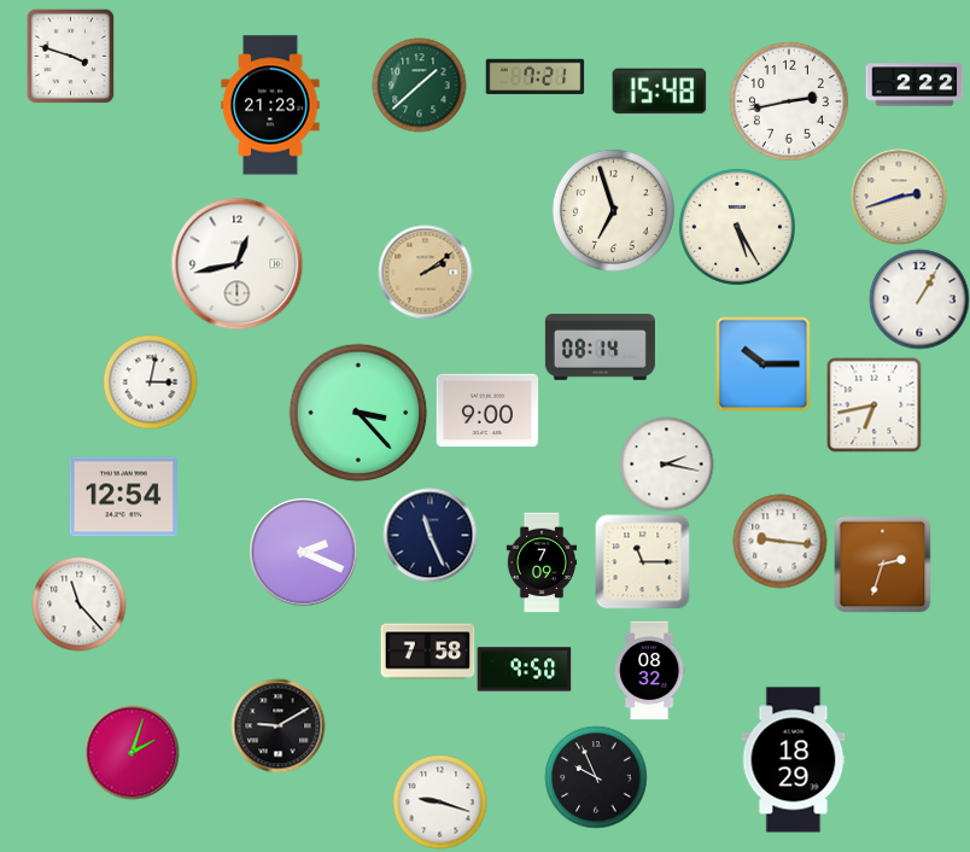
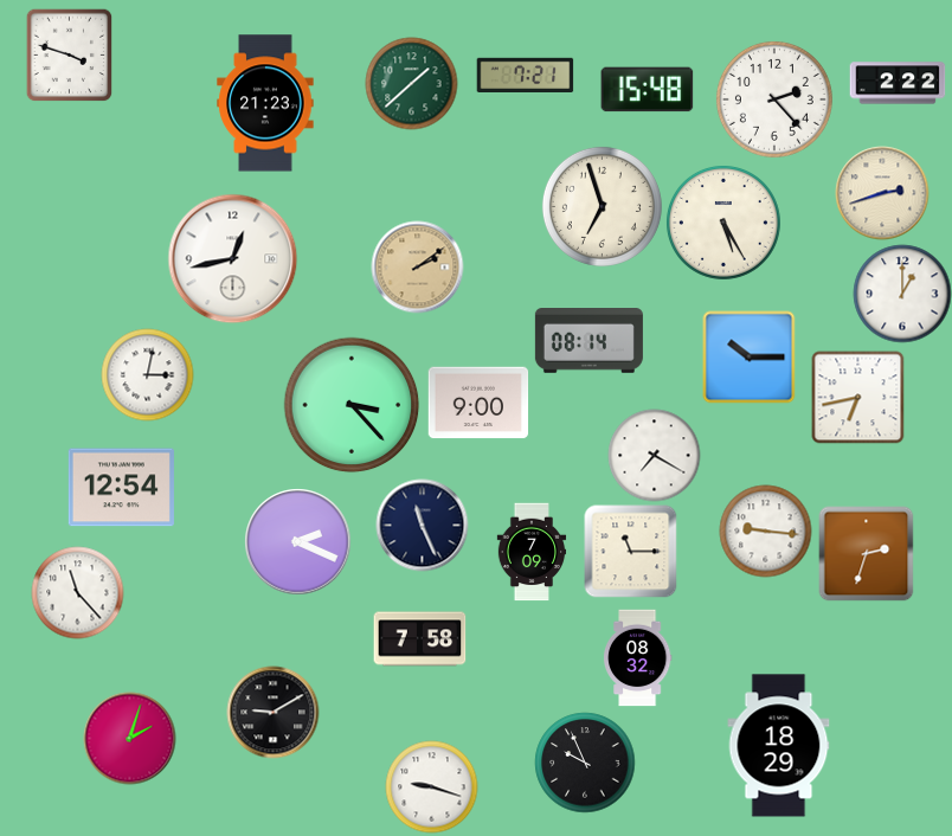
clock at (789, 101): 2:43 -> 2:23
clock at (919, 299): 1:05 -> 1:00
clock at (666, 463): 2:17 -> 7:20
clock at (524, 670): 9:50 -> none
